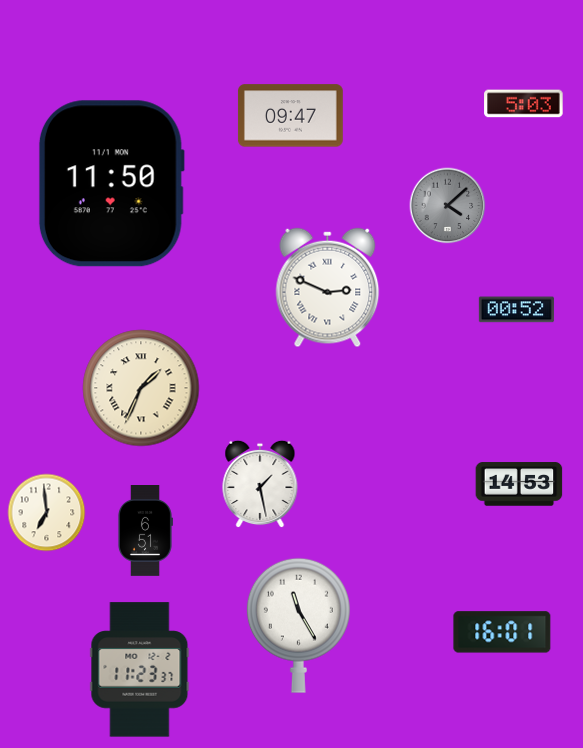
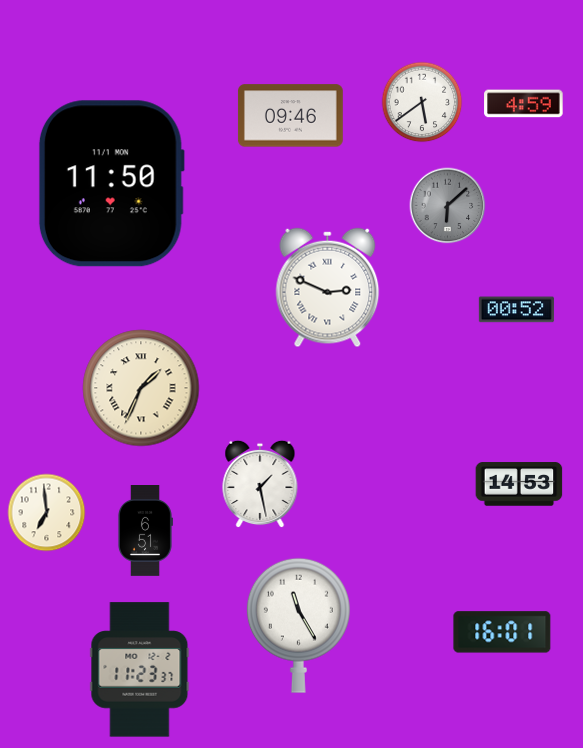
clock at (422, 102): none -> 5:39
clock at (524, 104): 5:03 -> 4:59
clock at (290, 116): 09:47 -> 09:46
clock at (448, 206): 4:08 -> 6:08
